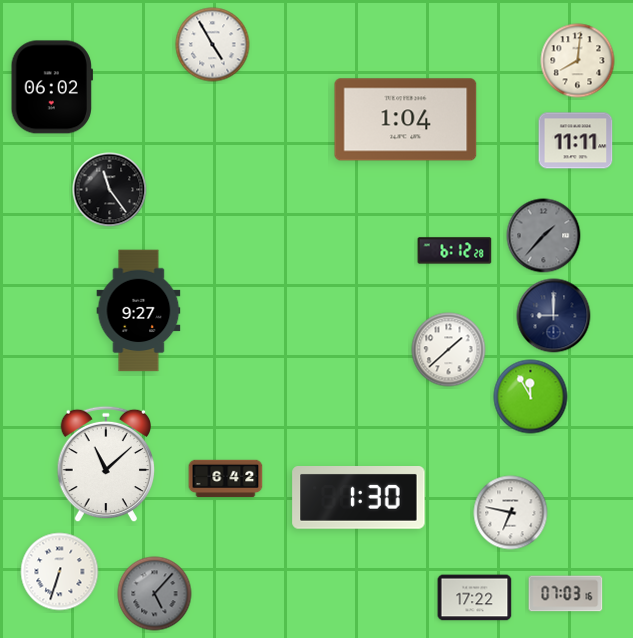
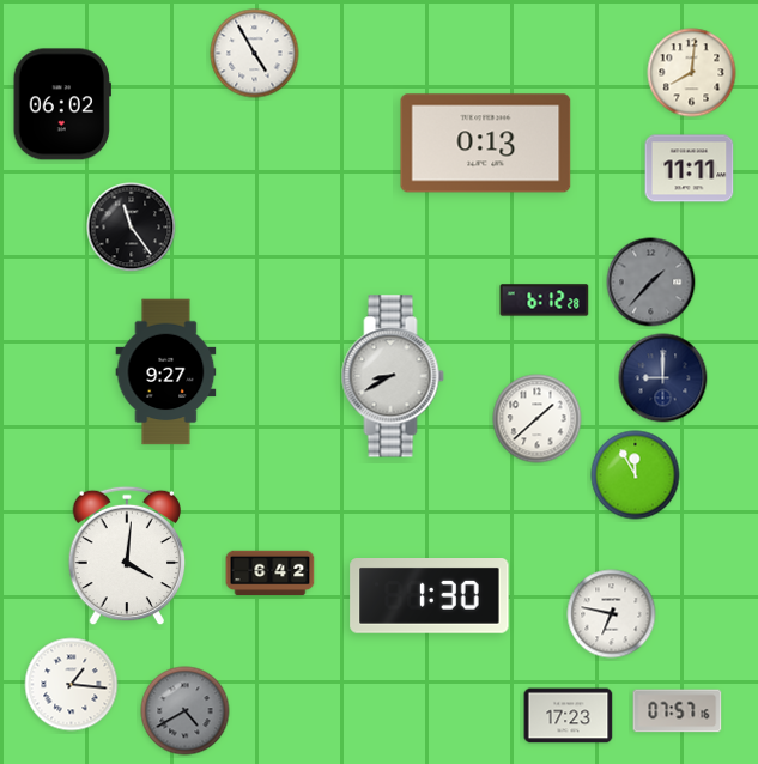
clock at (406, 120): 1:04 -> 0:13
clock at (393, 376): none -> 8:40
clock at (106, 464): 11:08 -> 4:01
clock at (60, 572): 6:33 -> 1:16
clock at (155, 594): 5:07 -> 4:40
clock at (566, 594): 07:03 -> 07:57
clock at (475, 598): 17:22 -> 17:23
